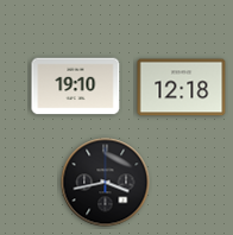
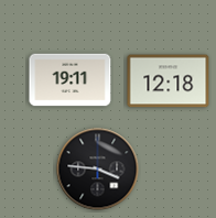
clock at (76, 87): 19:10 -> 19:11
clock at (106, 183): 3:43 -> 3:46
